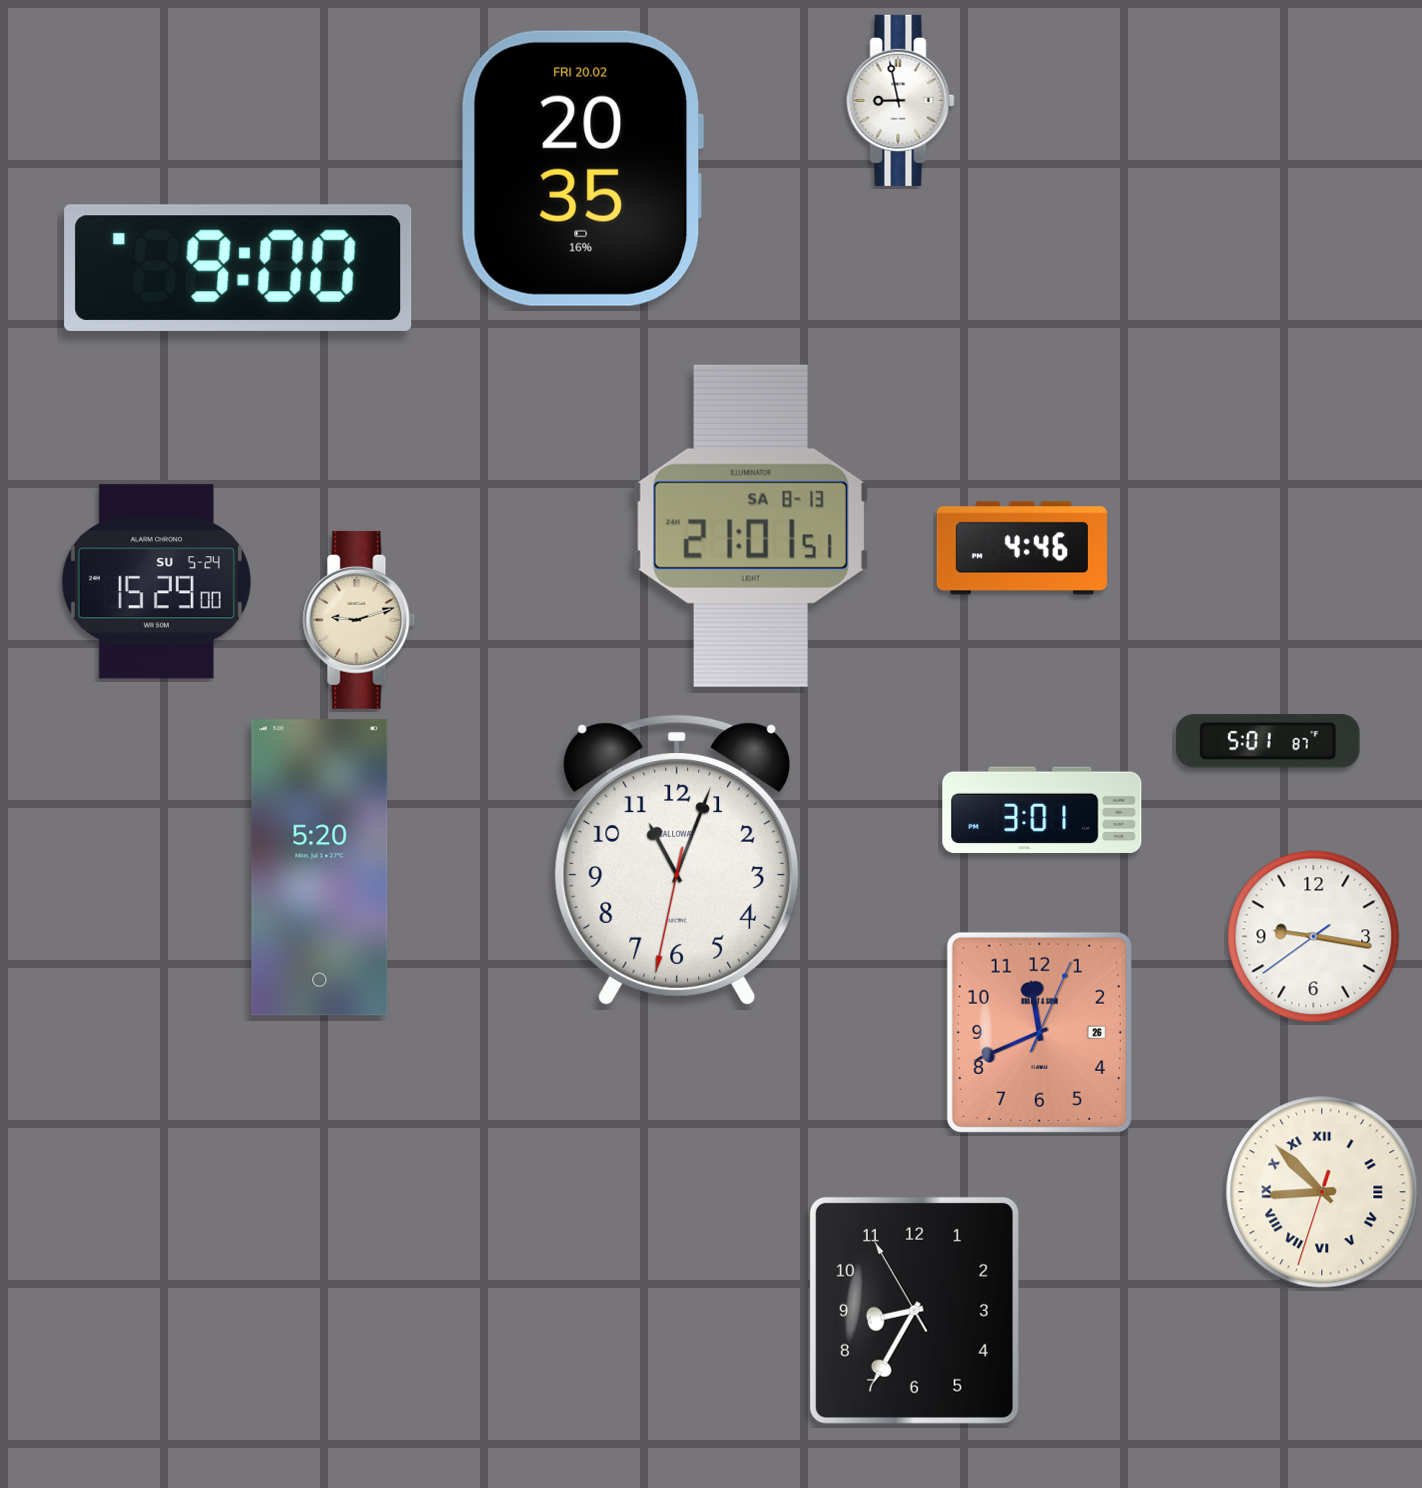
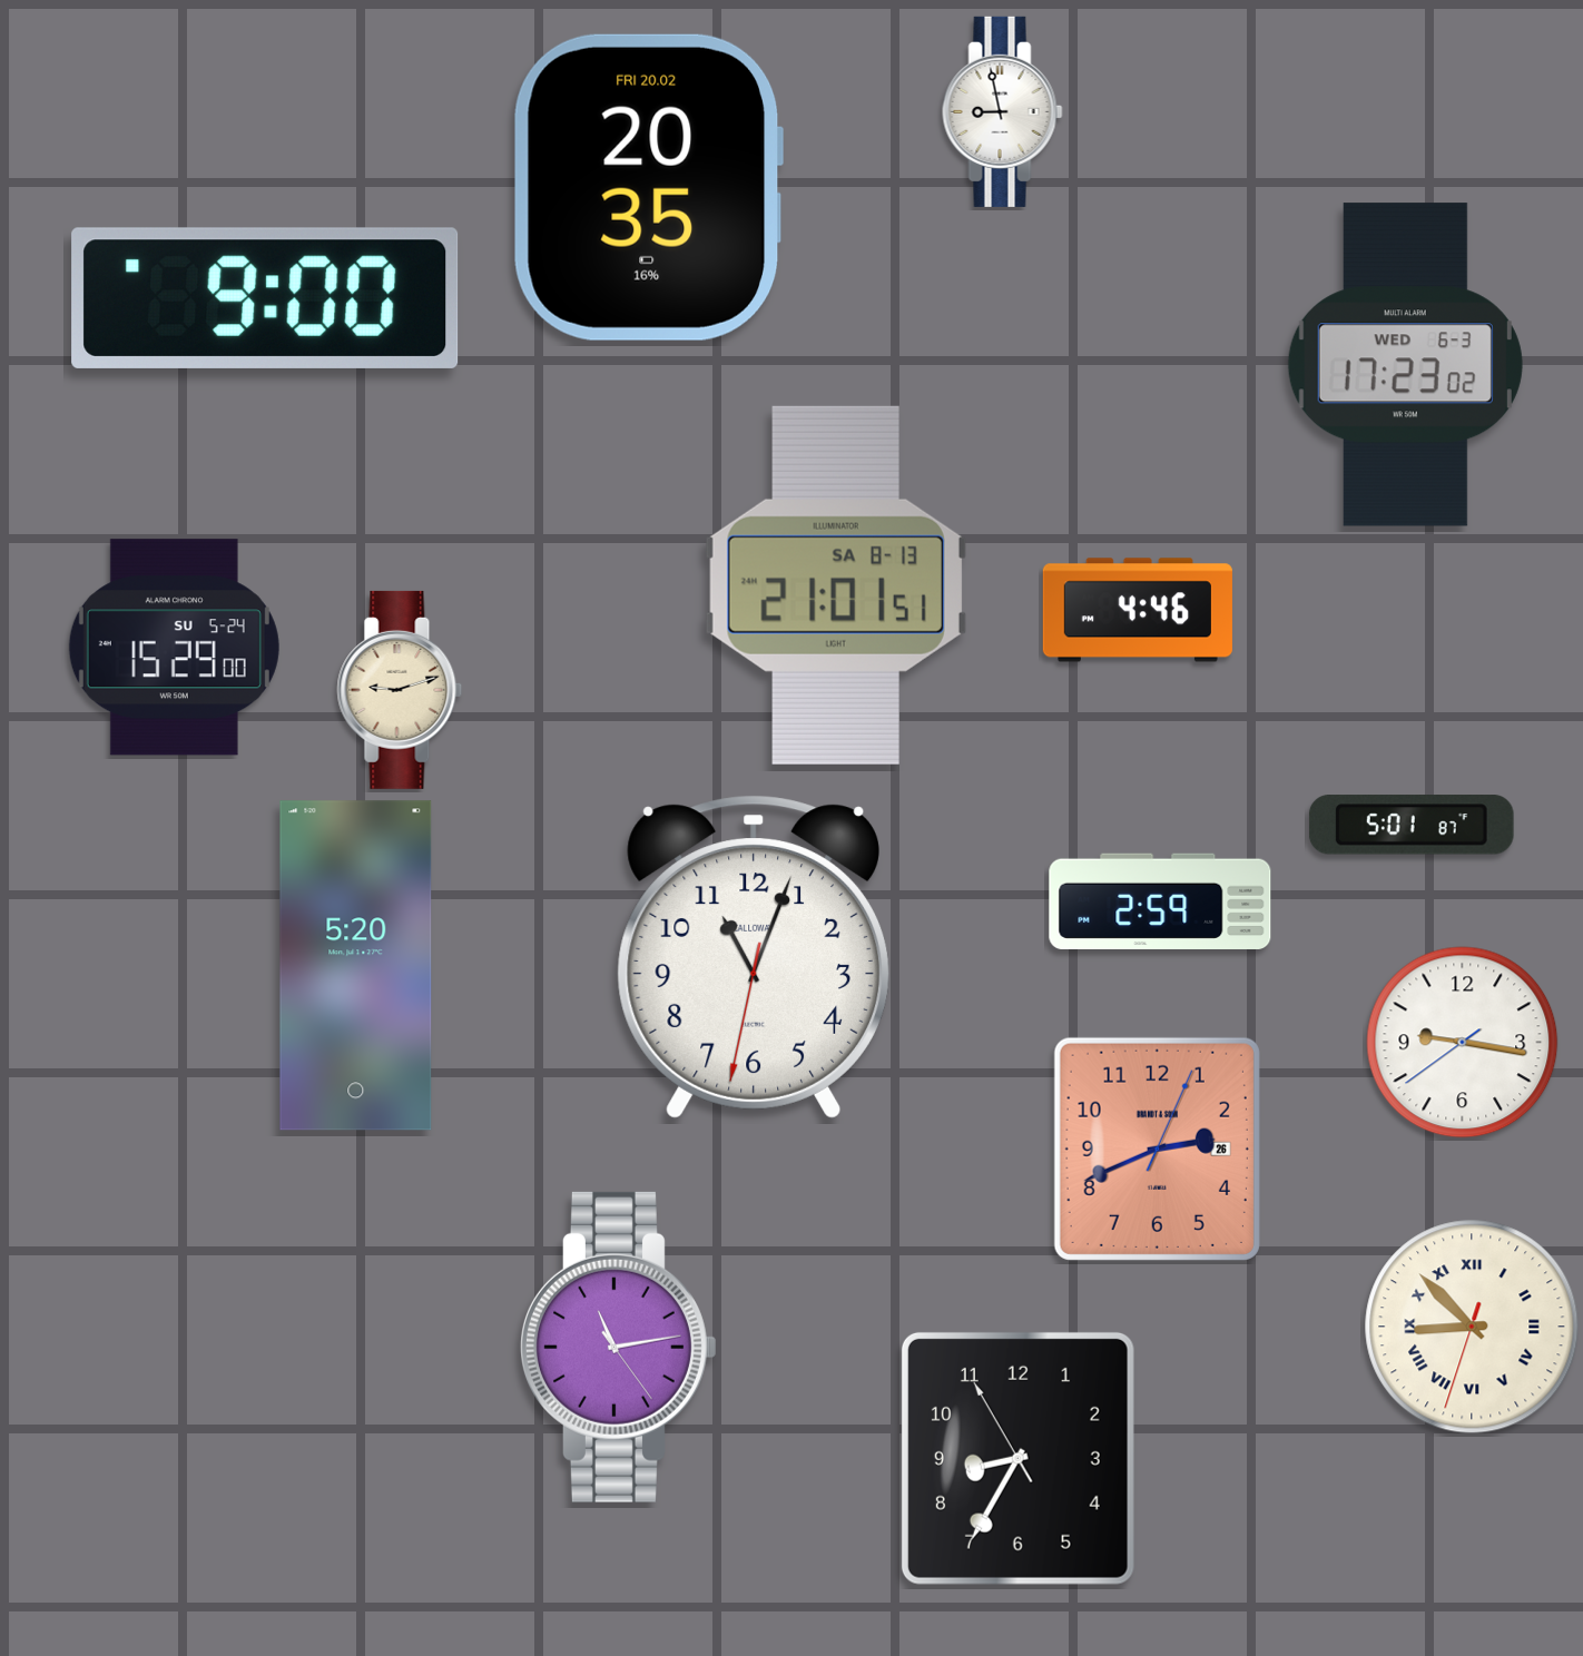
clock at (1405, 365): none -> 17:23
clock at (1042, 810): 3:01 -> 2:59
clock at (1039, 1032): 11:41 -> 2:41
clock at (619, 1347): none -> 11:13
